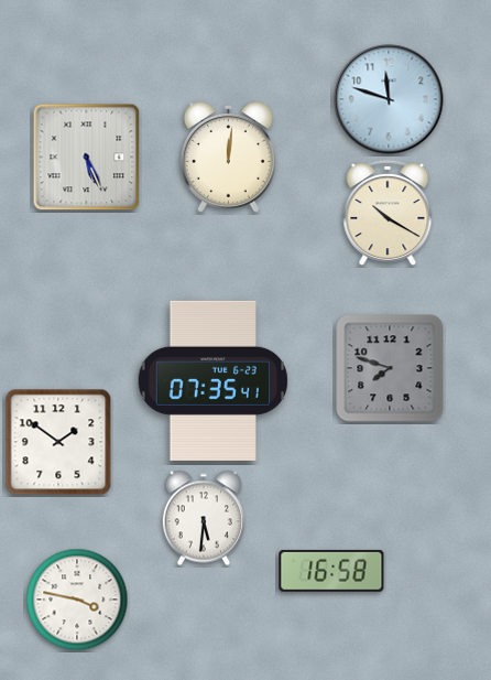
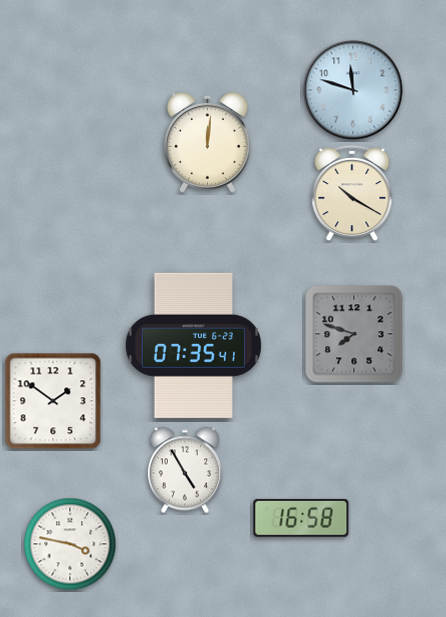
clock at (87, 158): 5:26 -> none
clock at (204, 518): 5:31 -> 4:55
